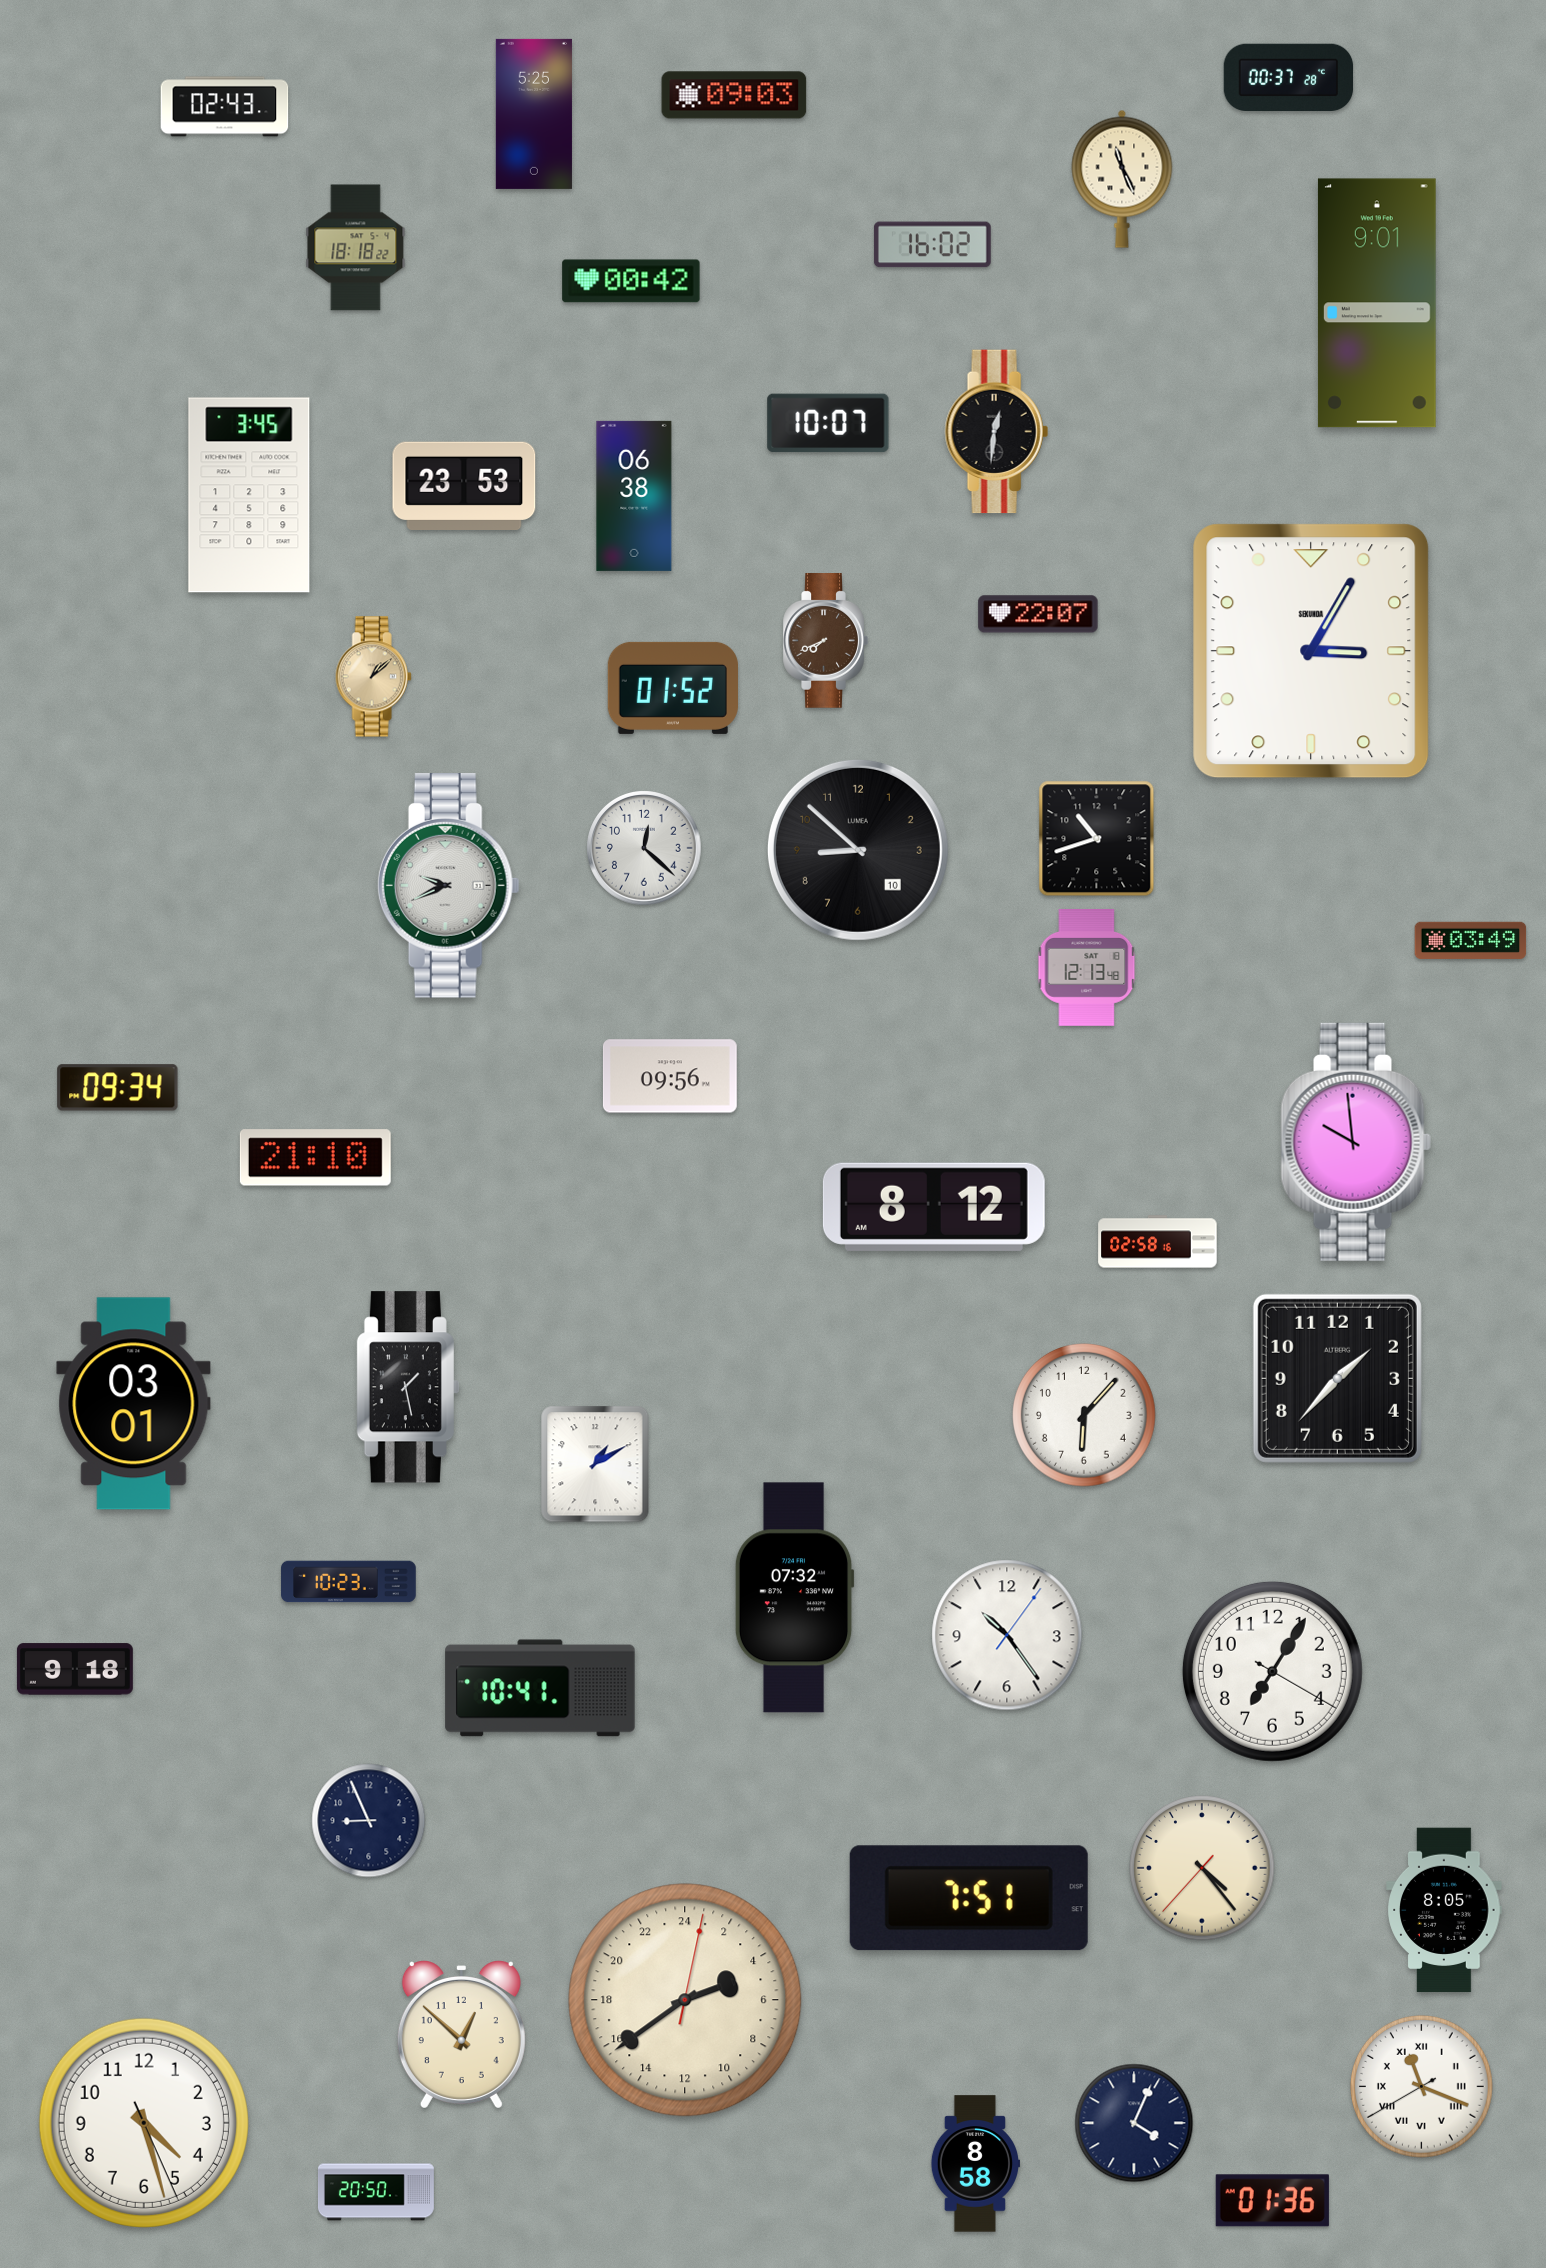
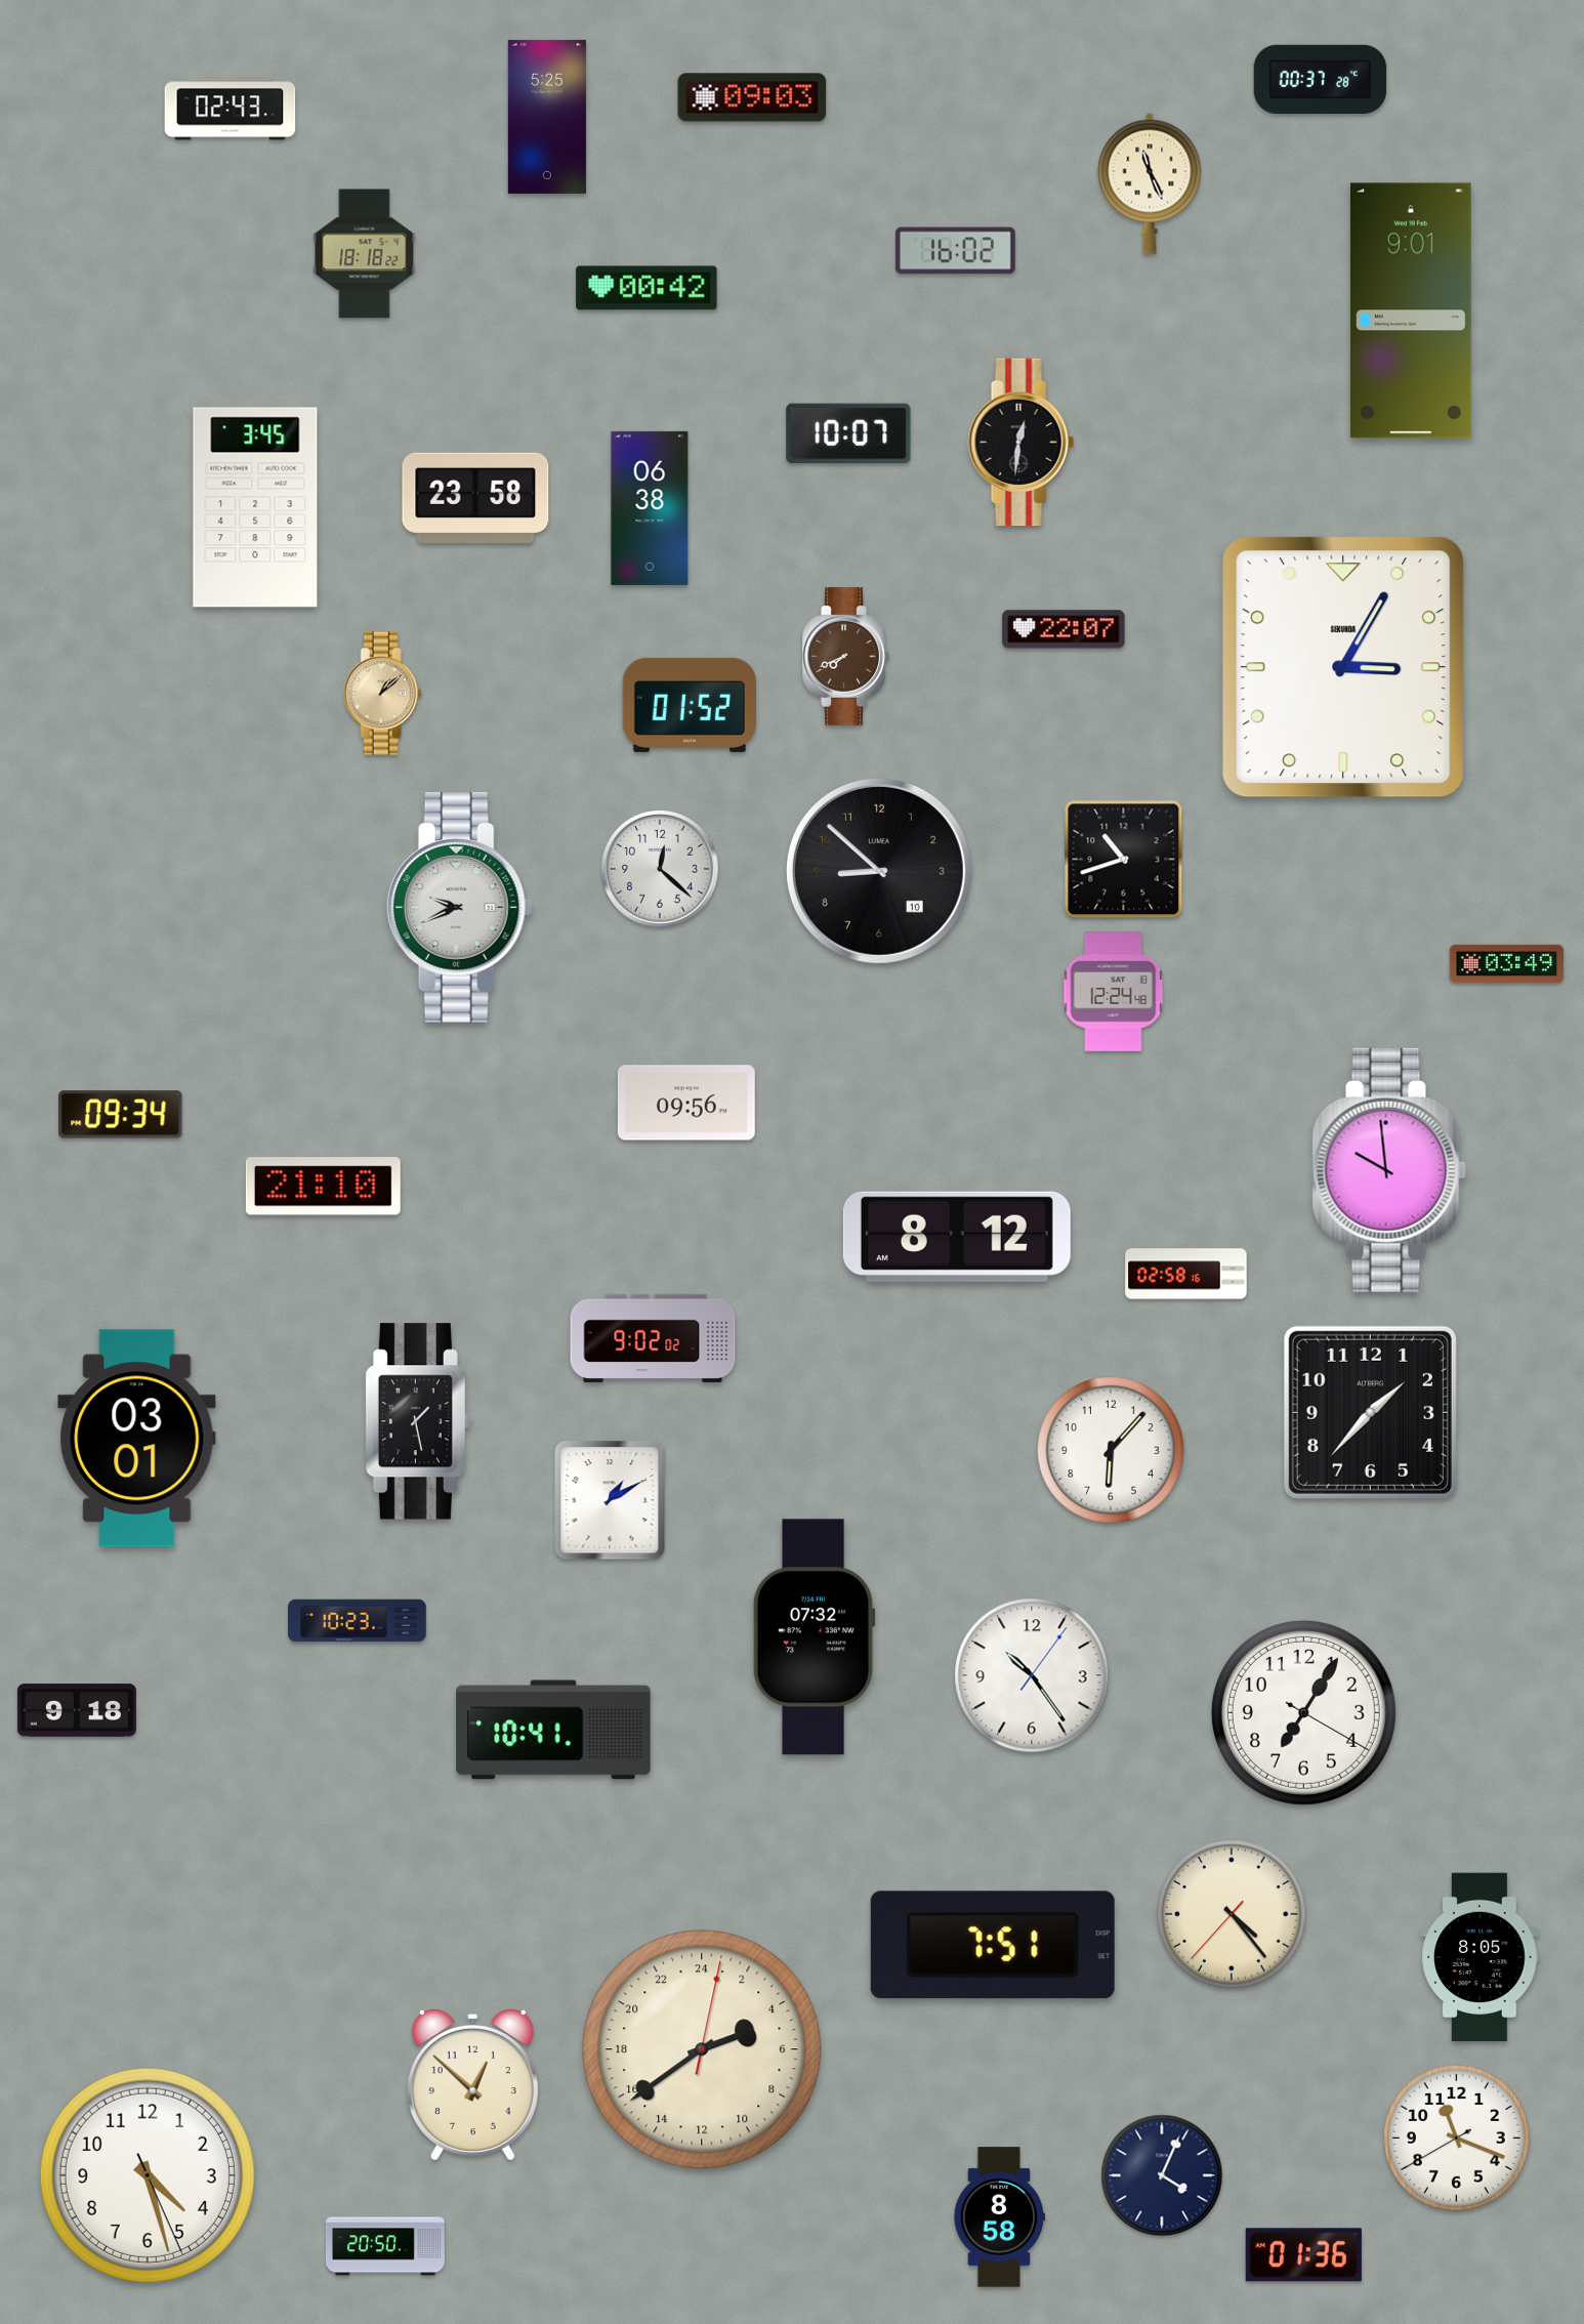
clock at (464, 486): 23:53 -> 23:58
clock at (1087, 968): 12:13 -> 12:24
clock at (653, 1338): none -> 9:02
clock at (369, 1821): 8:56 -> none
clock at (1422, 2087) numerals: Roman -> Arabic
